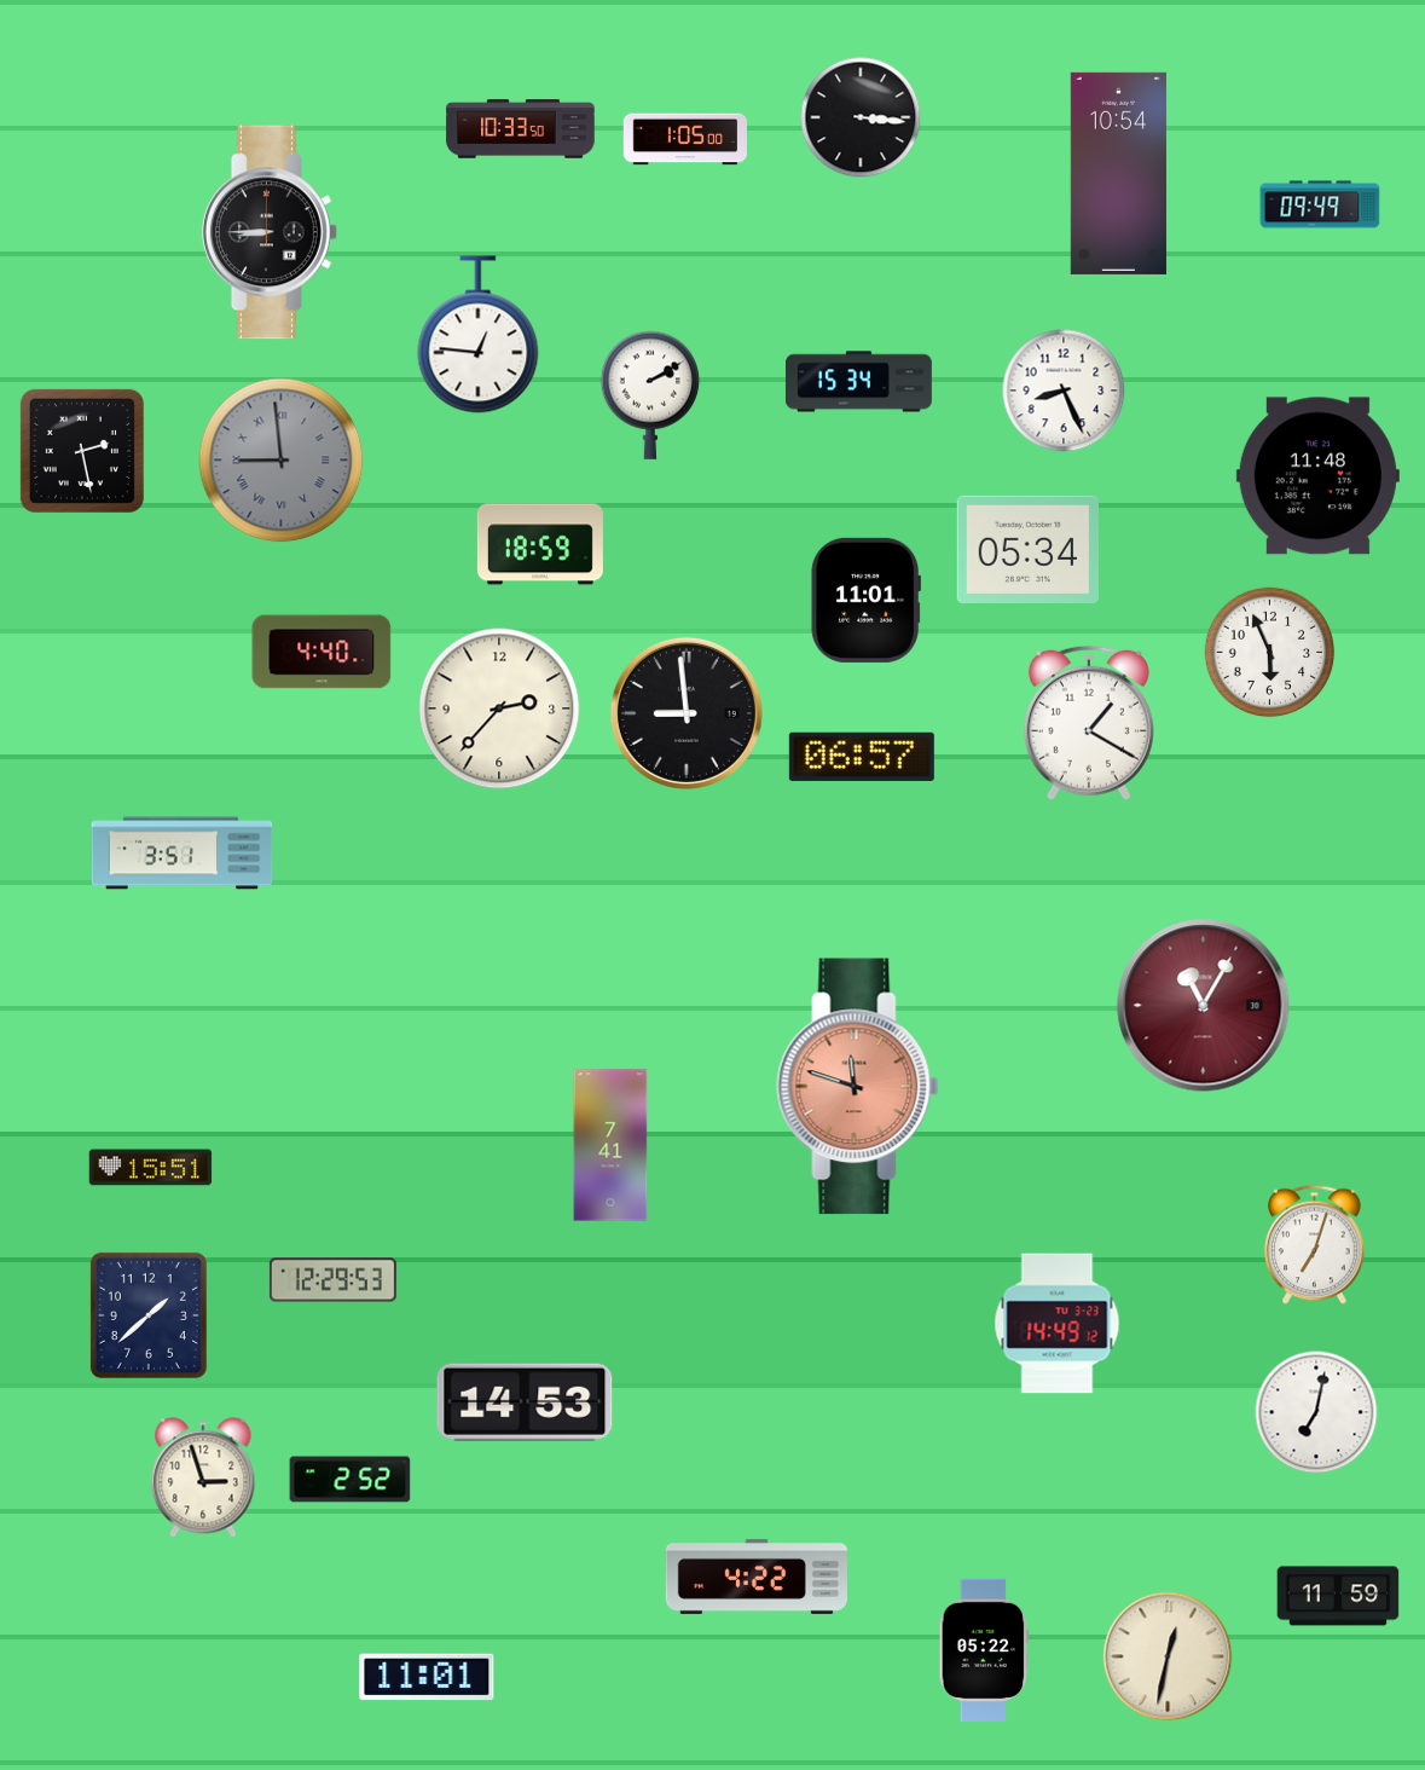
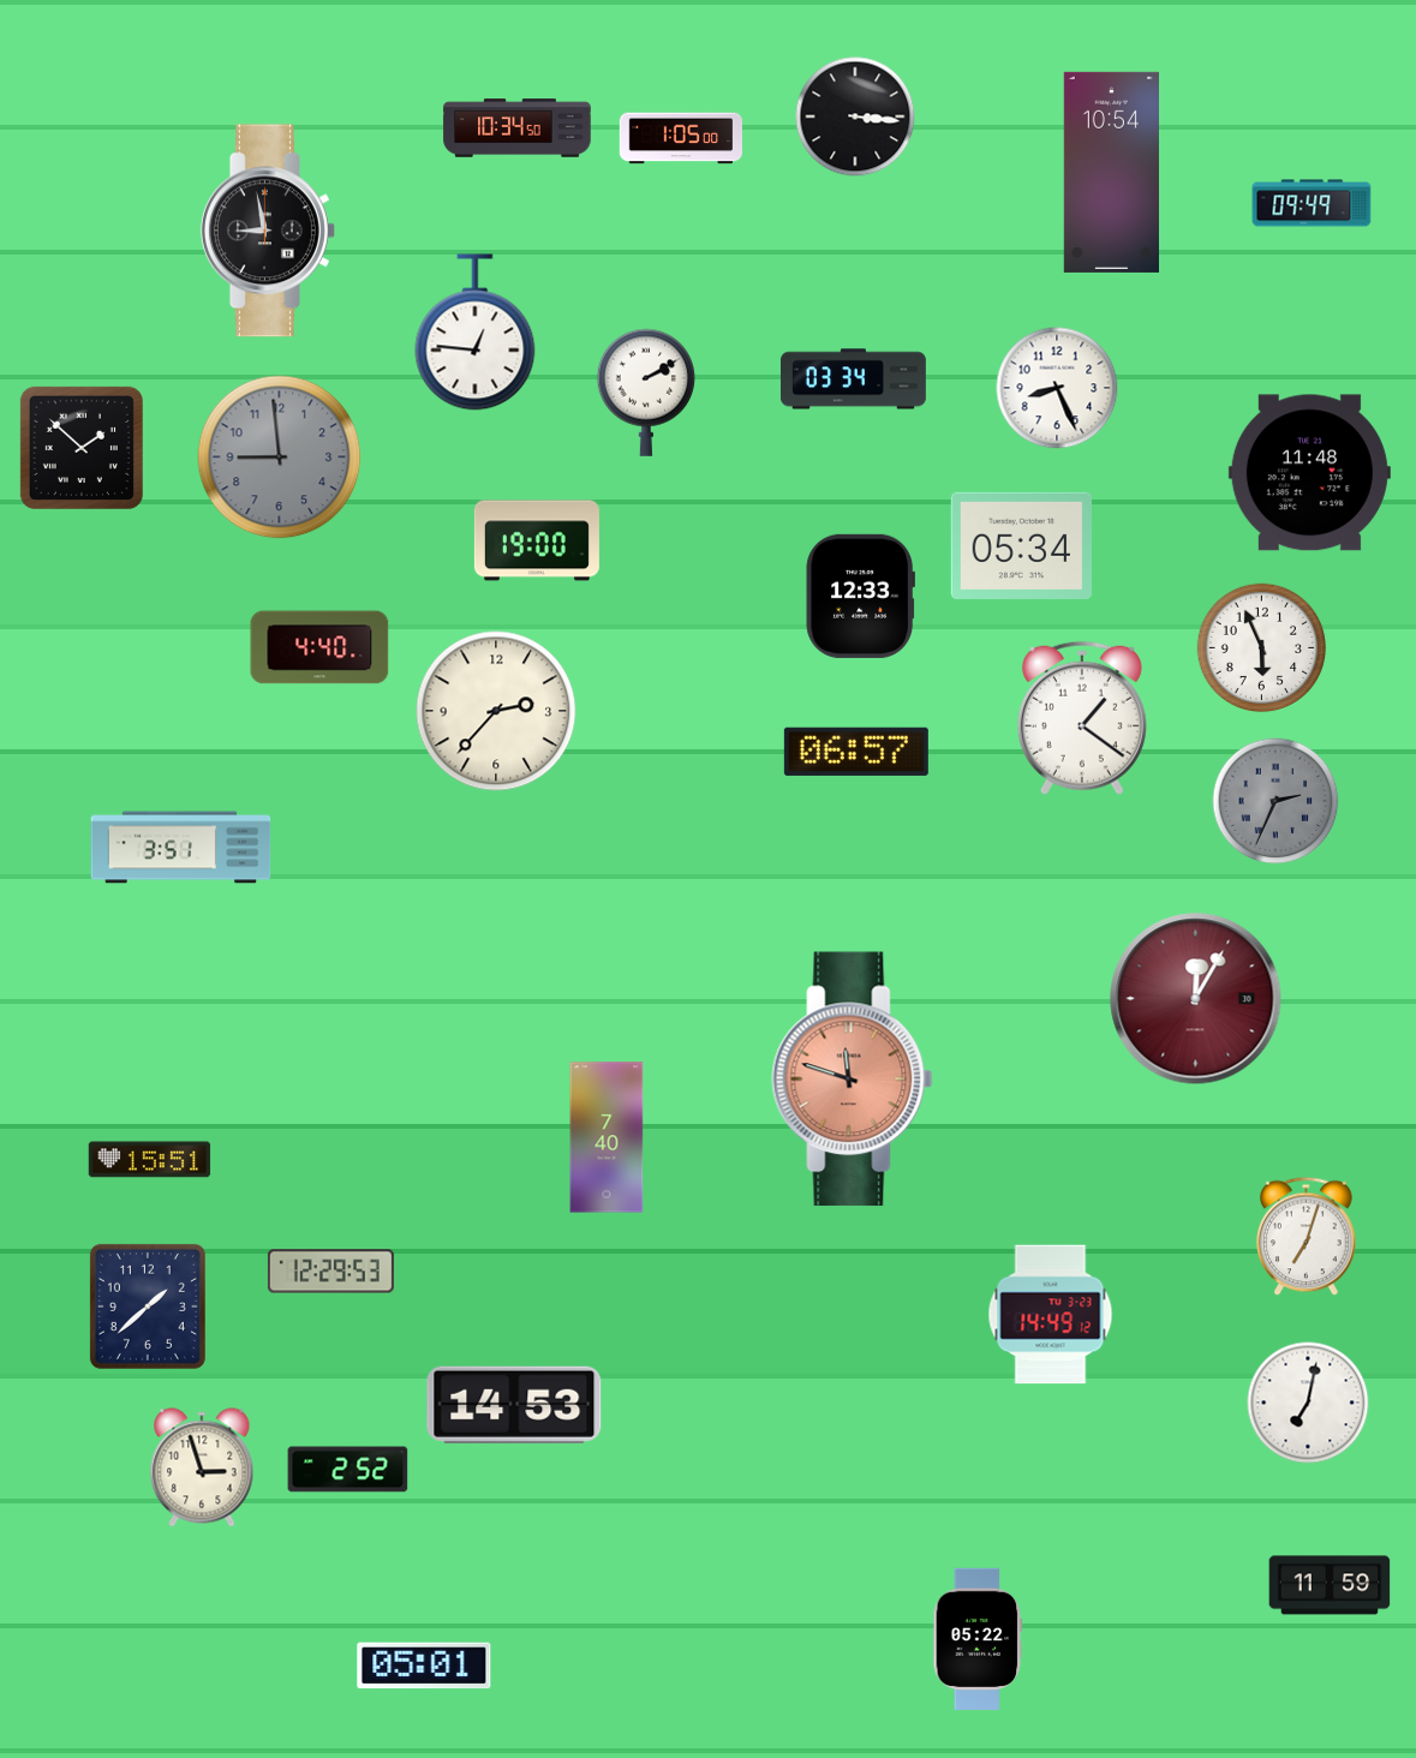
clock at (521, 129): 10:33 -> 10:34
clock at (270, 232): 8:45 -> 8:58
clock at (858, 382): 15:34 -> 03:34
clock at (82, 451): 2:28 -> 1:52
clock at (282, 461) numerals: Roman -> Arabic
clock at (540, 544): 18:59 -> 19:00
clock at (865, 600): 11:01 -> 12:33
clock at (499, 708) position: (499, 708) -> (496, 711)
clock at (687, 713): 8:59 -> none
clock at (1089, 723): 1:20 -> 1:21
clock at (1275, 801): none -> 2:34
clock at (1204, 1006): 11:05 -> 12:05
clock at (610, 1145): 7:41 -> 7:40
clock at (525, 1402) position: (525, 1402) -> (514, 1405)
clock at (755, 1577): 4:22 -> none
clock at (1168, 1656): 12:32 -> none
clock at (427, 1677): 11:01 -> 05:01
